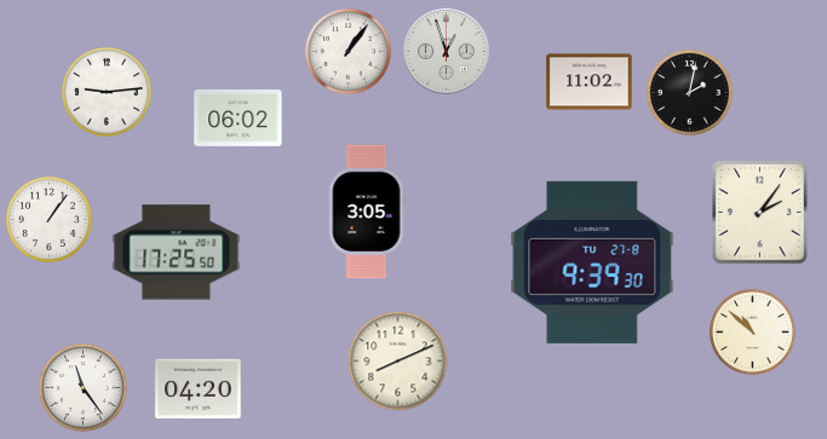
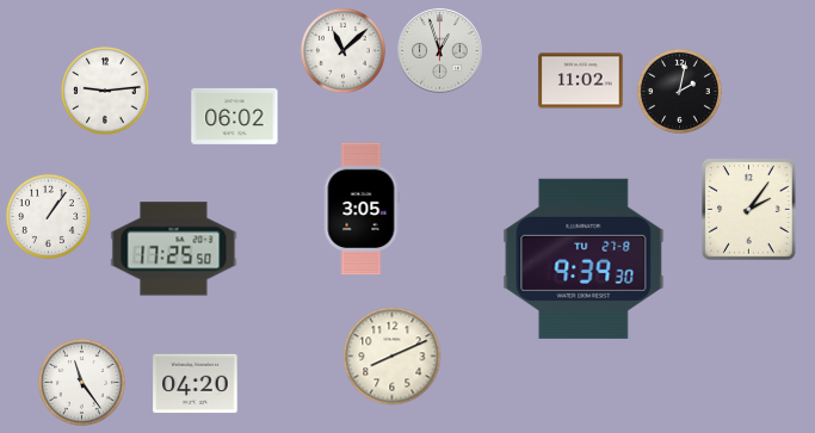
clock at (348, 51): 1:06 -> 11:08
clock at (752, 331): 10:52 -> none
